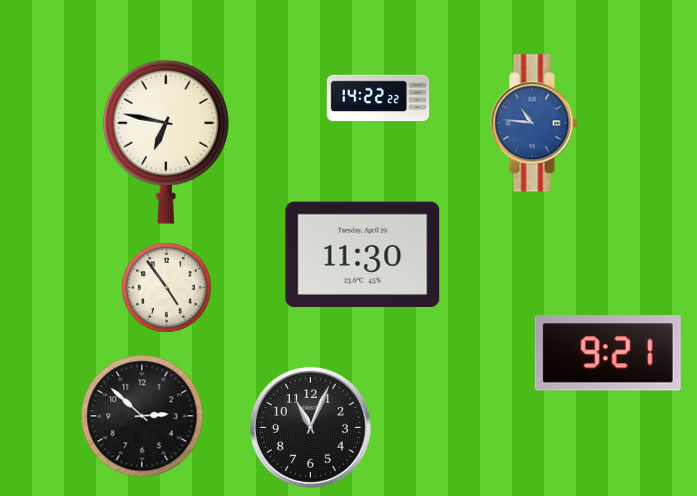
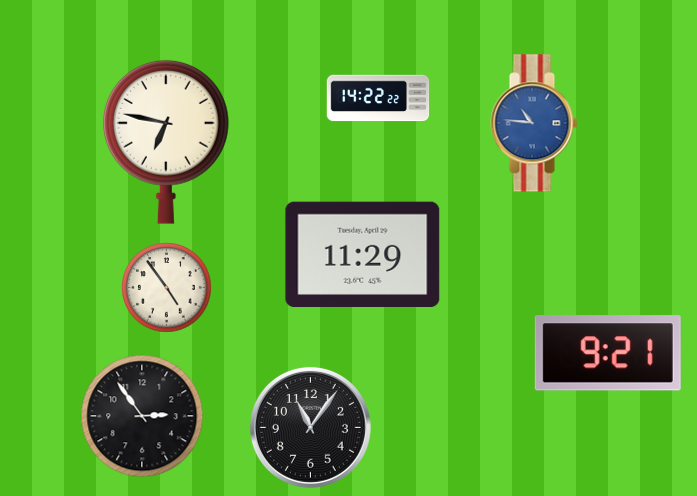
clock at (363, 254): 11:30 -> 11:29
clock at (142, 416): 2:52 -> 2:54
clock at (310, 427): 11:04 -> 11:06
